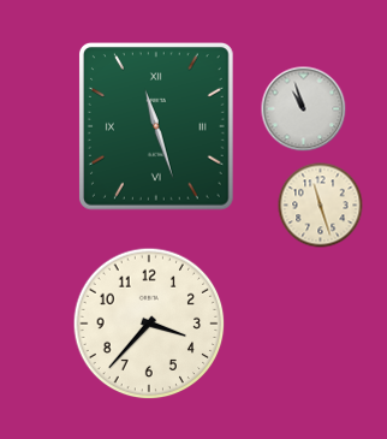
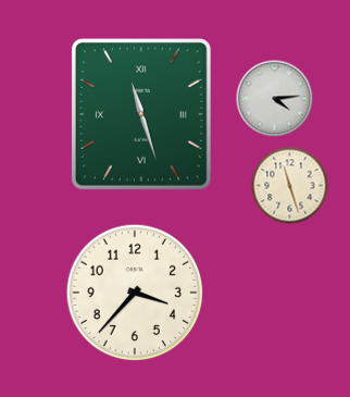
clock at (304, 109): 10:57 -> 4:14
